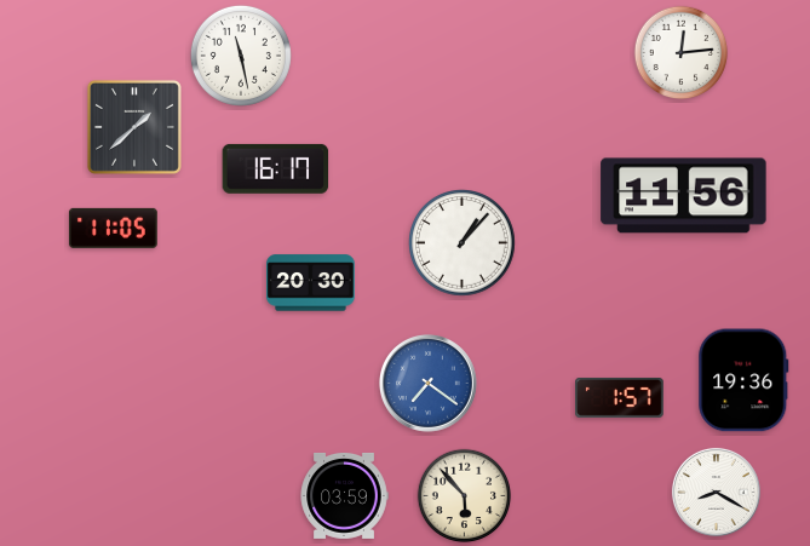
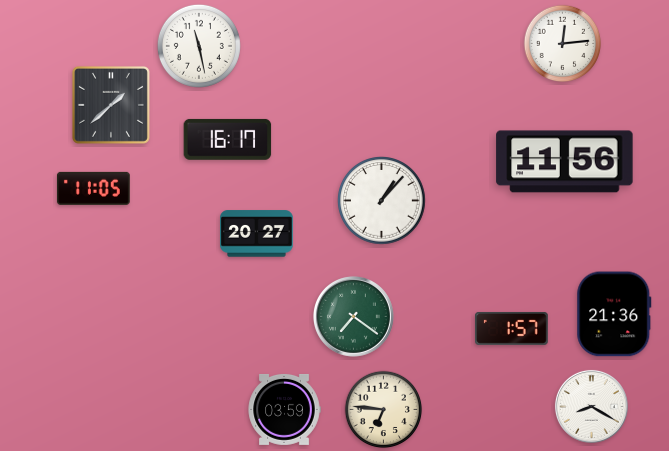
clock at (311, 283): 20:30 -> 20:27
clock at (743, 380): 19:36 -> 21:36
clock at (427, 383) dial: blue -> green
clock at (465, 496): 5:53 -> 6:46
